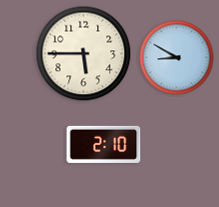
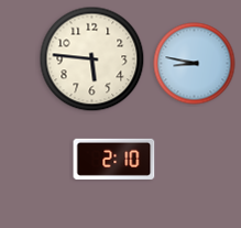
clock at (84, 54): 5:45 -> 5:46
clock at (177, 58): 8:50 -> 8:47
